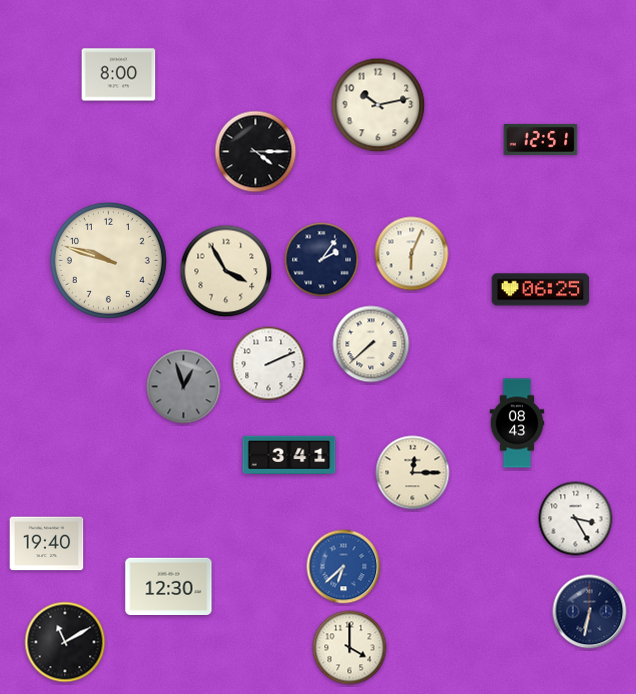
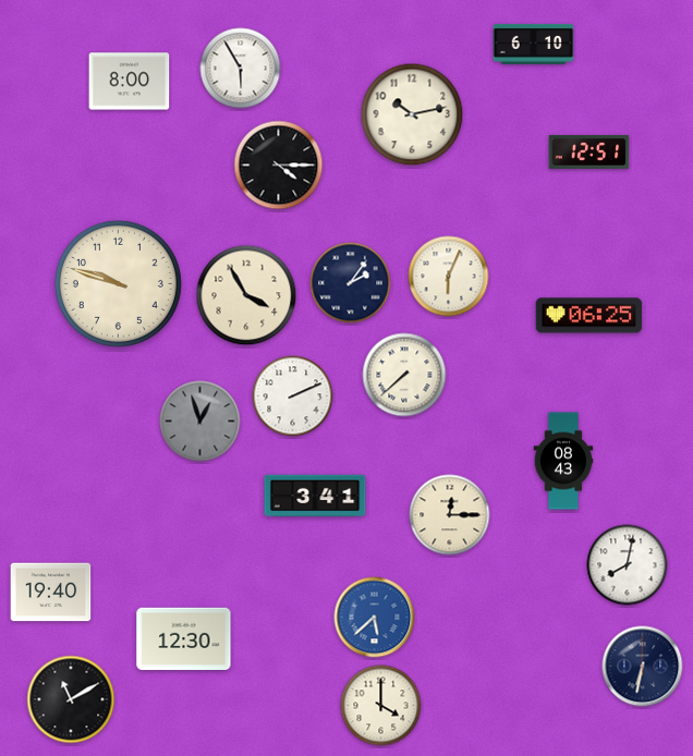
clock at (534, 44): none -> 6:10
clock at (241, 69): none -> 5:55
clock at (576, 519): 3:25 -> 8:02
clock at (344, 567): 6:38 -> 5:38
